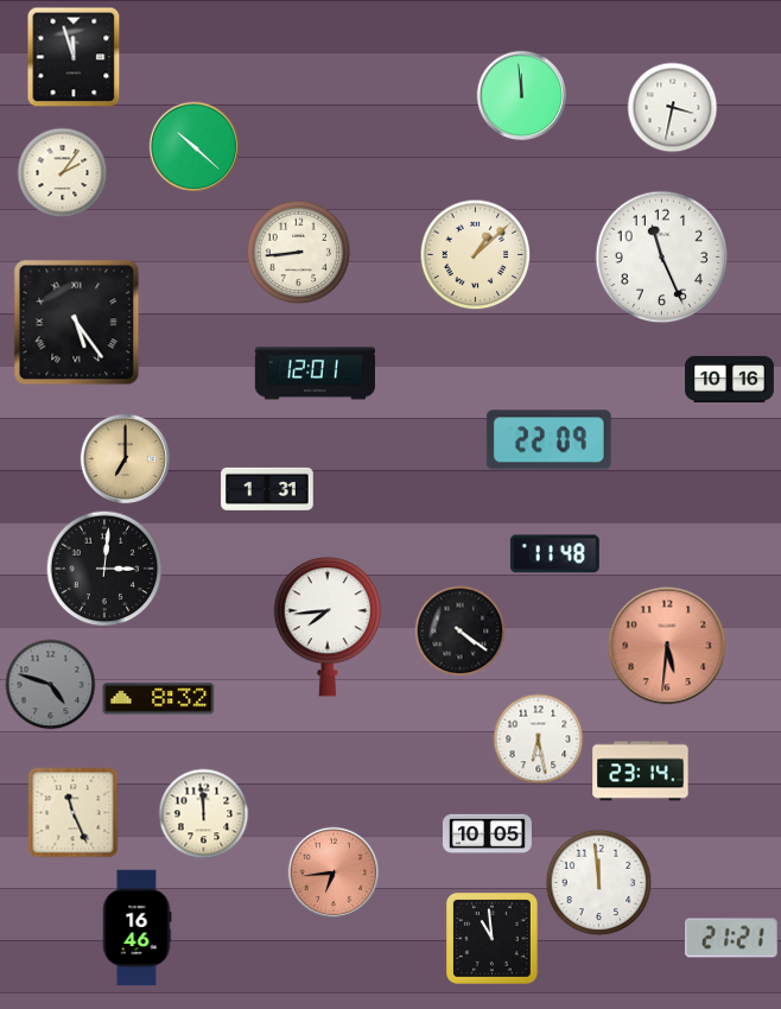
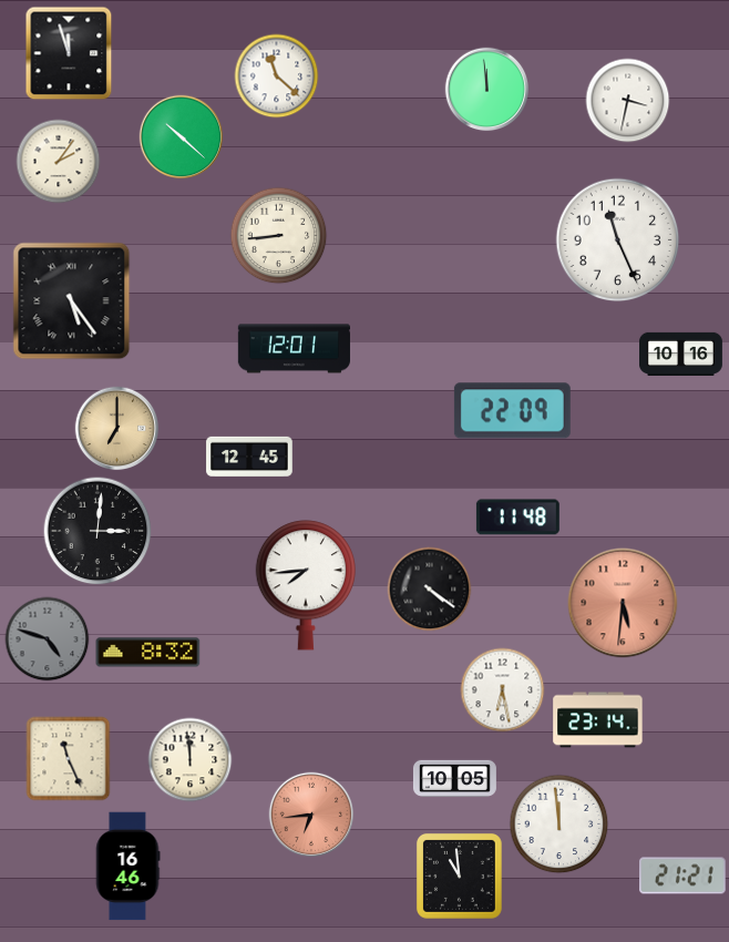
clock at (277, 76): none -> 11:22
clock at (476, 255): 1:08 -> none
clock at (267, 489): 1:31 -> 12:45
